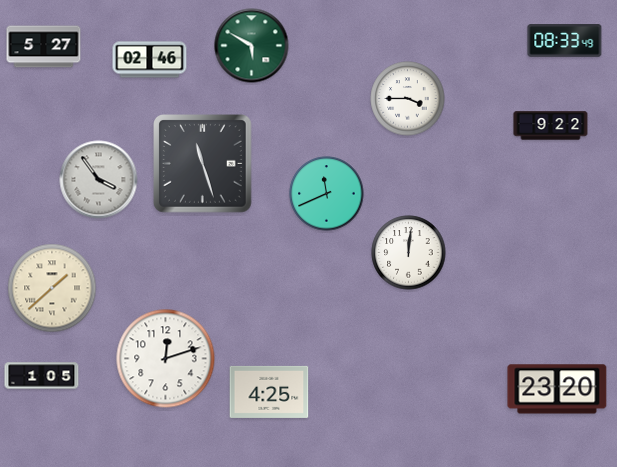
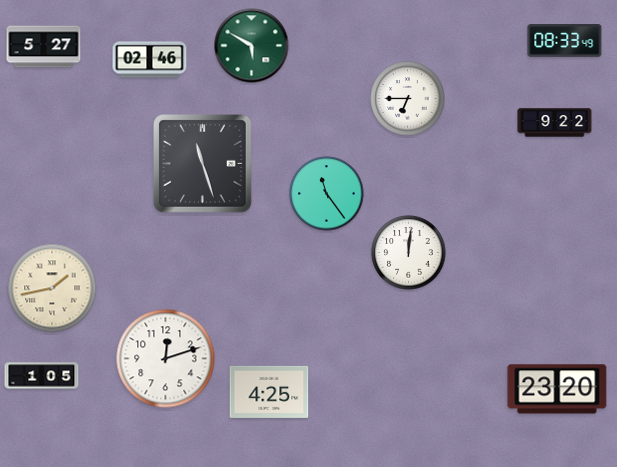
clock at (408, 99): 3:45 -> 6:45
clock at (551, 126) position: (551, 126) -> (555, 123)
clock at (99, 180): 3:54 -> none
clock at (327, 194): 11:41 -> 11:24
clock at (52, 288): 1:38 -> 1:43
